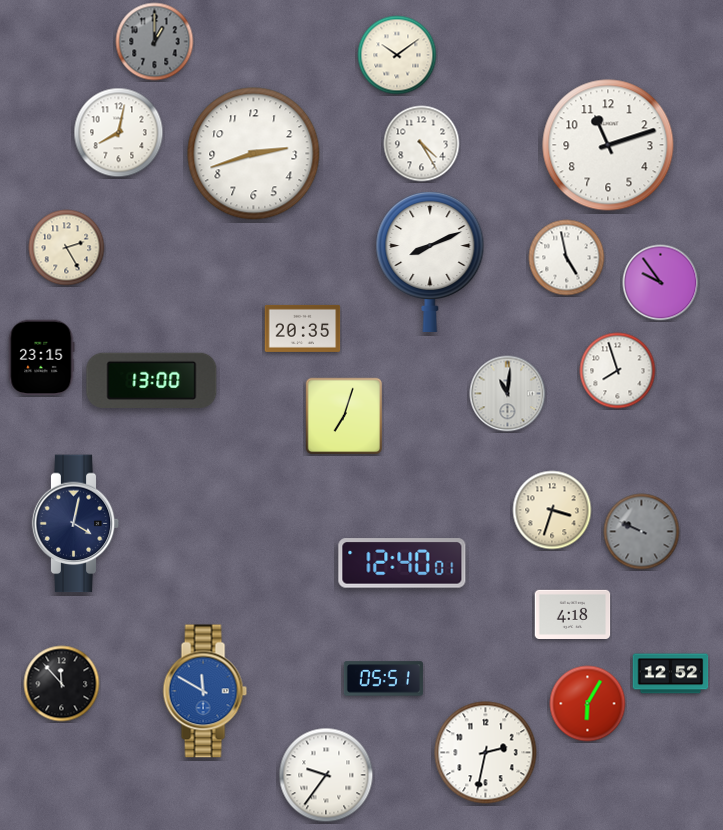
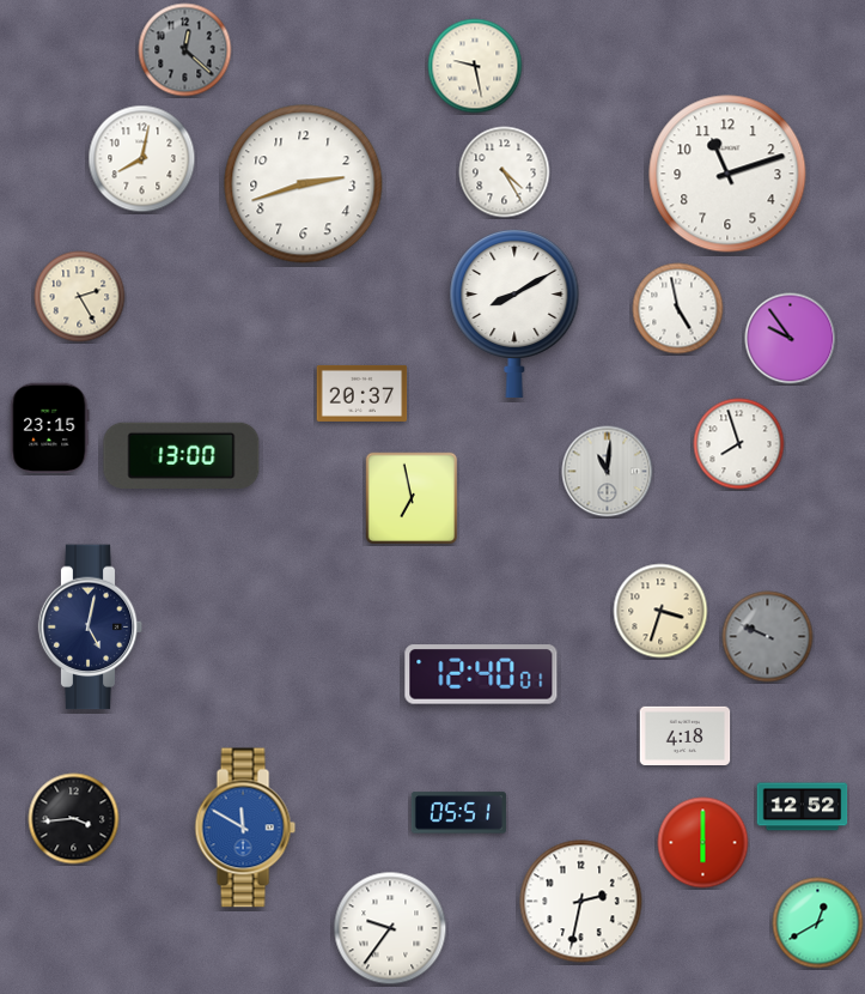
clock at (155, 42): 1:00 -> 12:22
clock at (397, 55): 10:09 -> 9:28
clock at (430, 261): 8:11 -> 8:10
clock at (303, 328): 20:35 -> 20:37
clock at (344, 416): 7:03 -> 6:58
clock at (76, 524): 4:02 -> 5:02
clock at (62, 684): 11:53 -> 3:44
clock at (588, 704): 6:05 -> 6:00
clock at (818, 923): none -> 12:40
